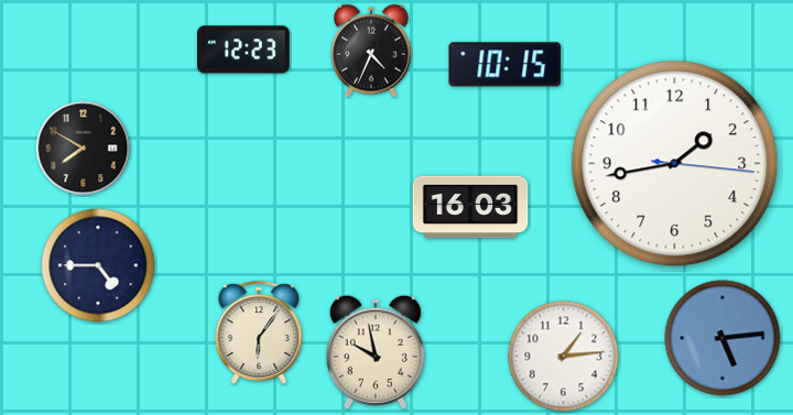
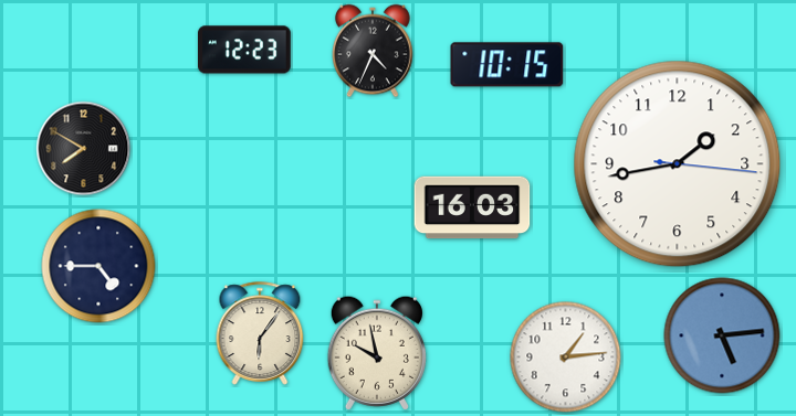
clock at (723, 338) position: (723, 338) -> (722, 335)
